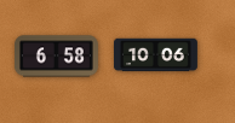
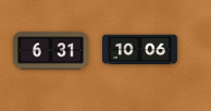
clock at (56, 57): 6:58 -> 6:31
